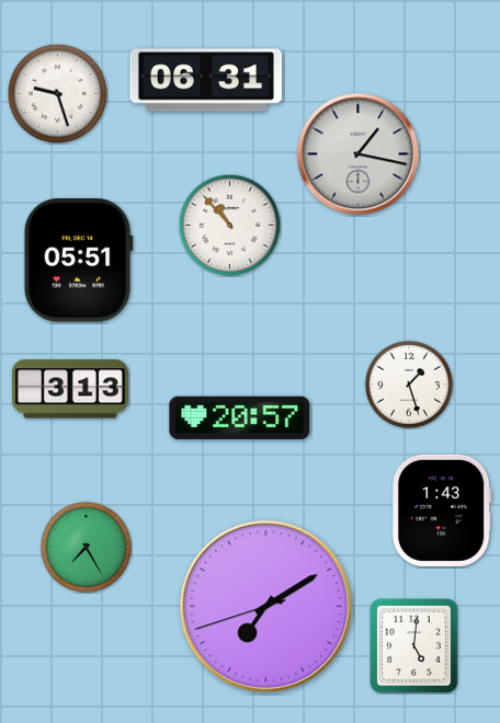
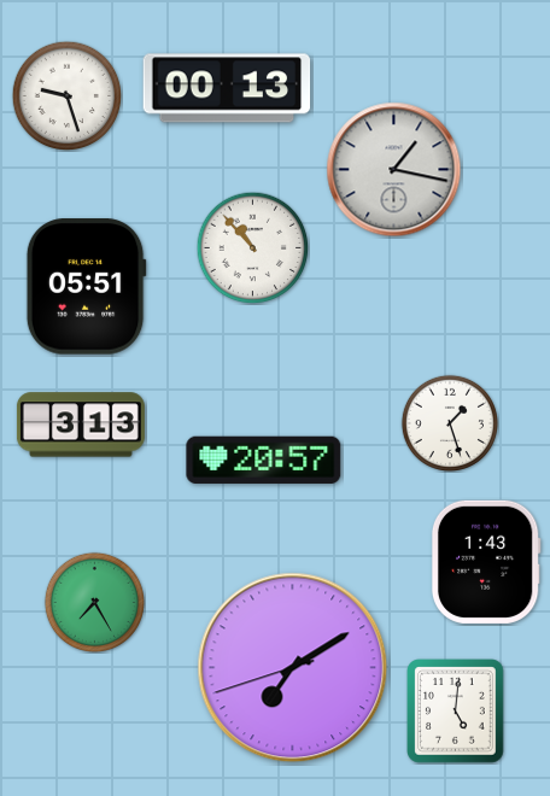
clock at (206, 80): 06:31 -> 00:13
clock at (57, 93) position: (57, 93) -> (66, 95)
clock at (70, 389) position: (70, 389) -> (81, 425)
